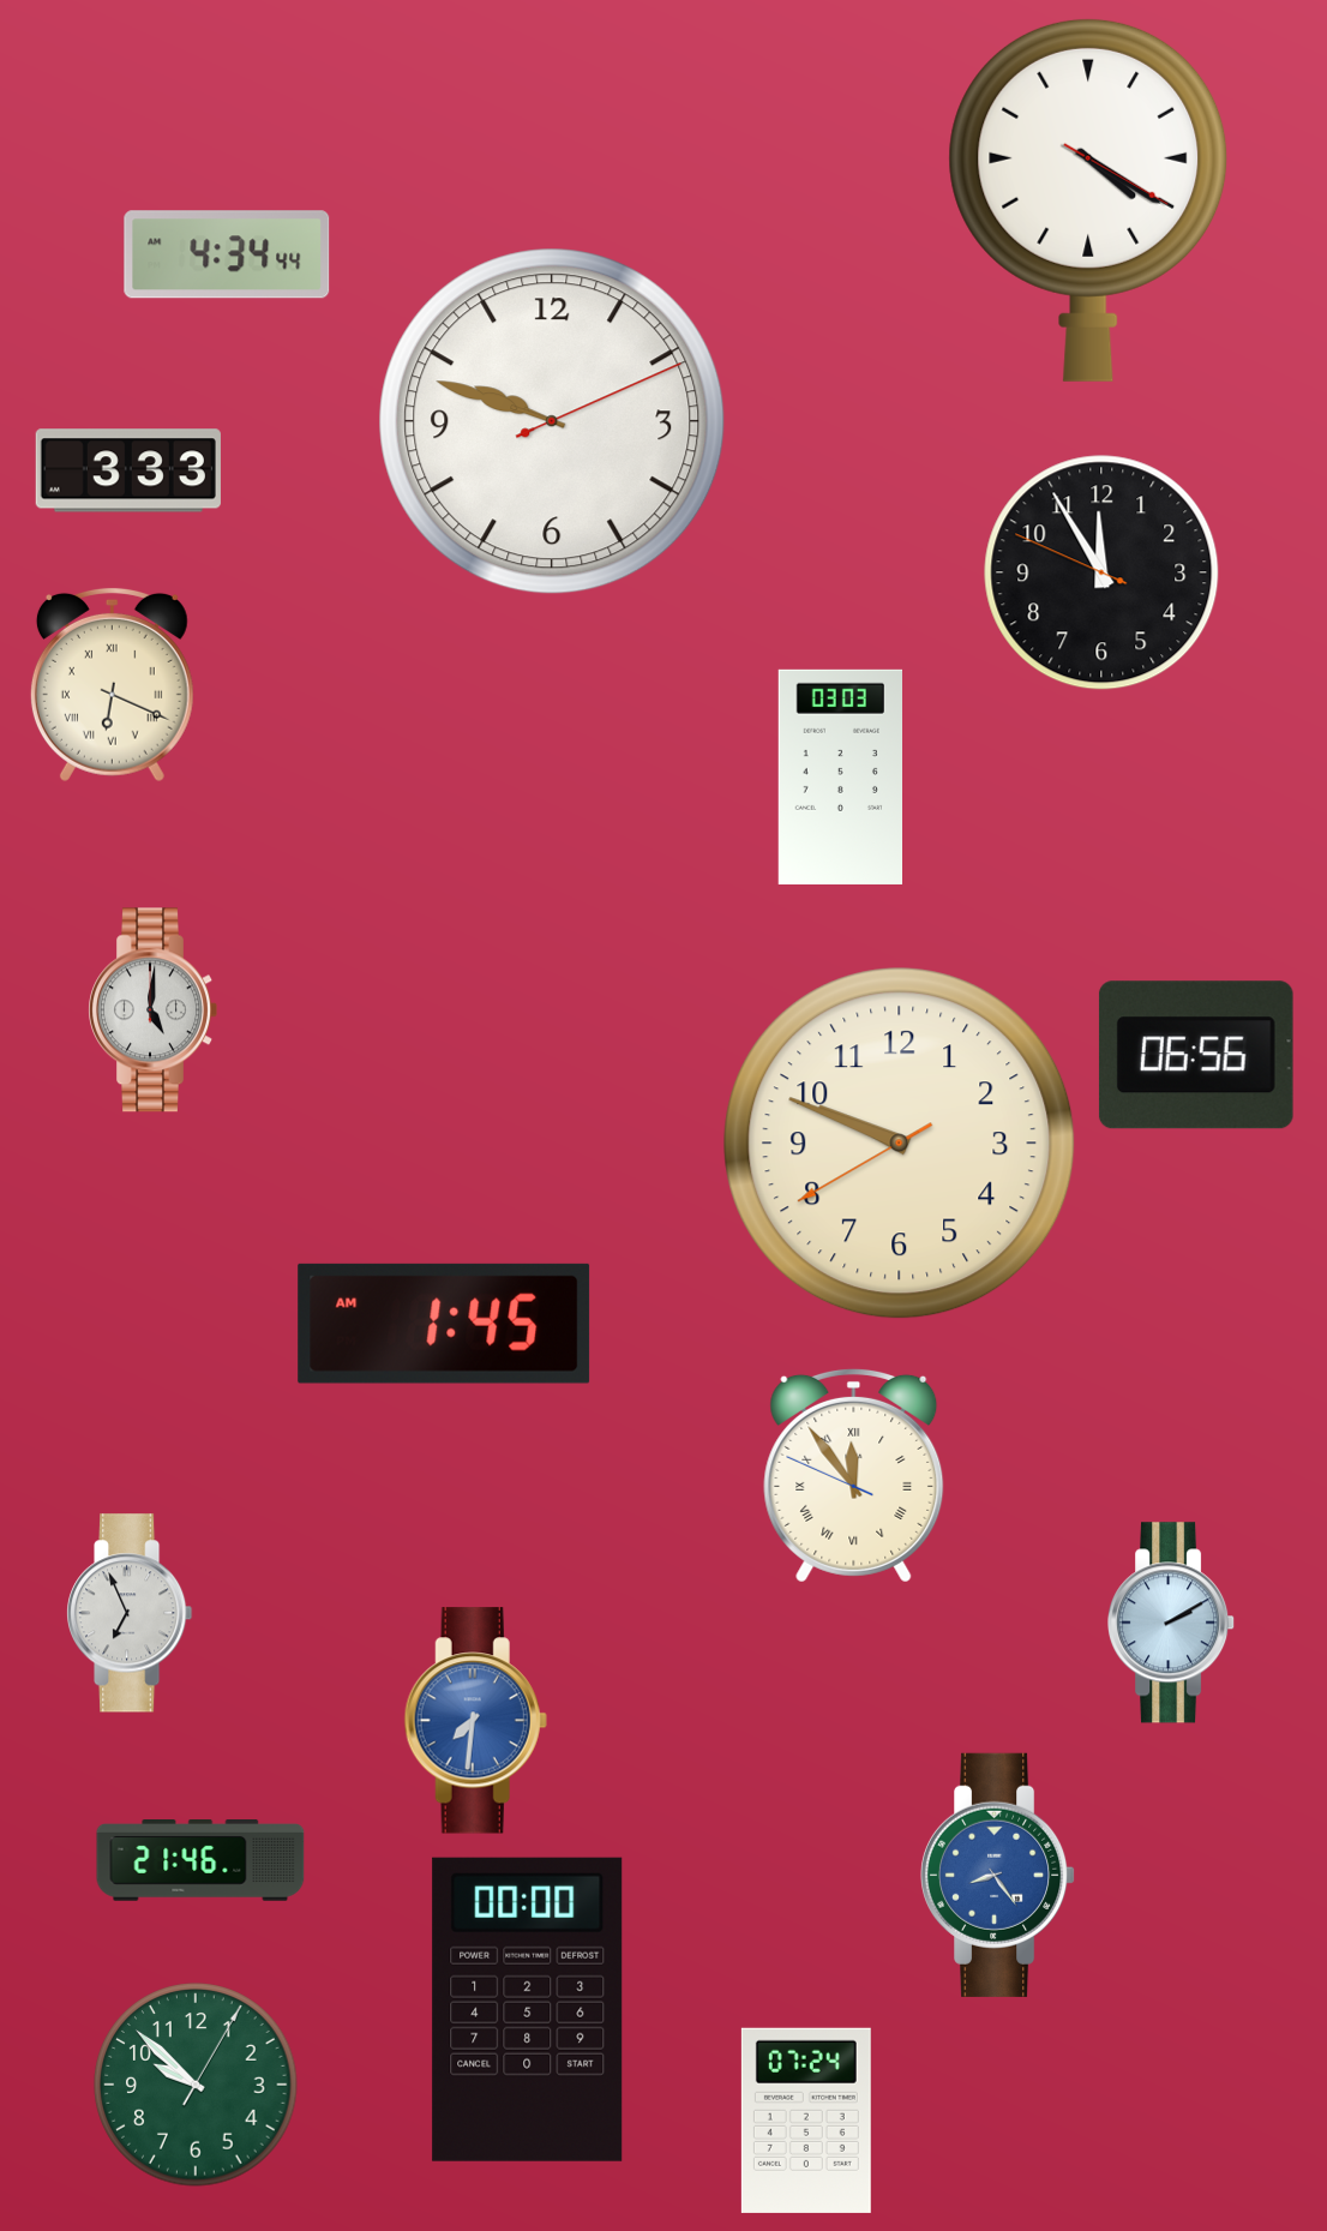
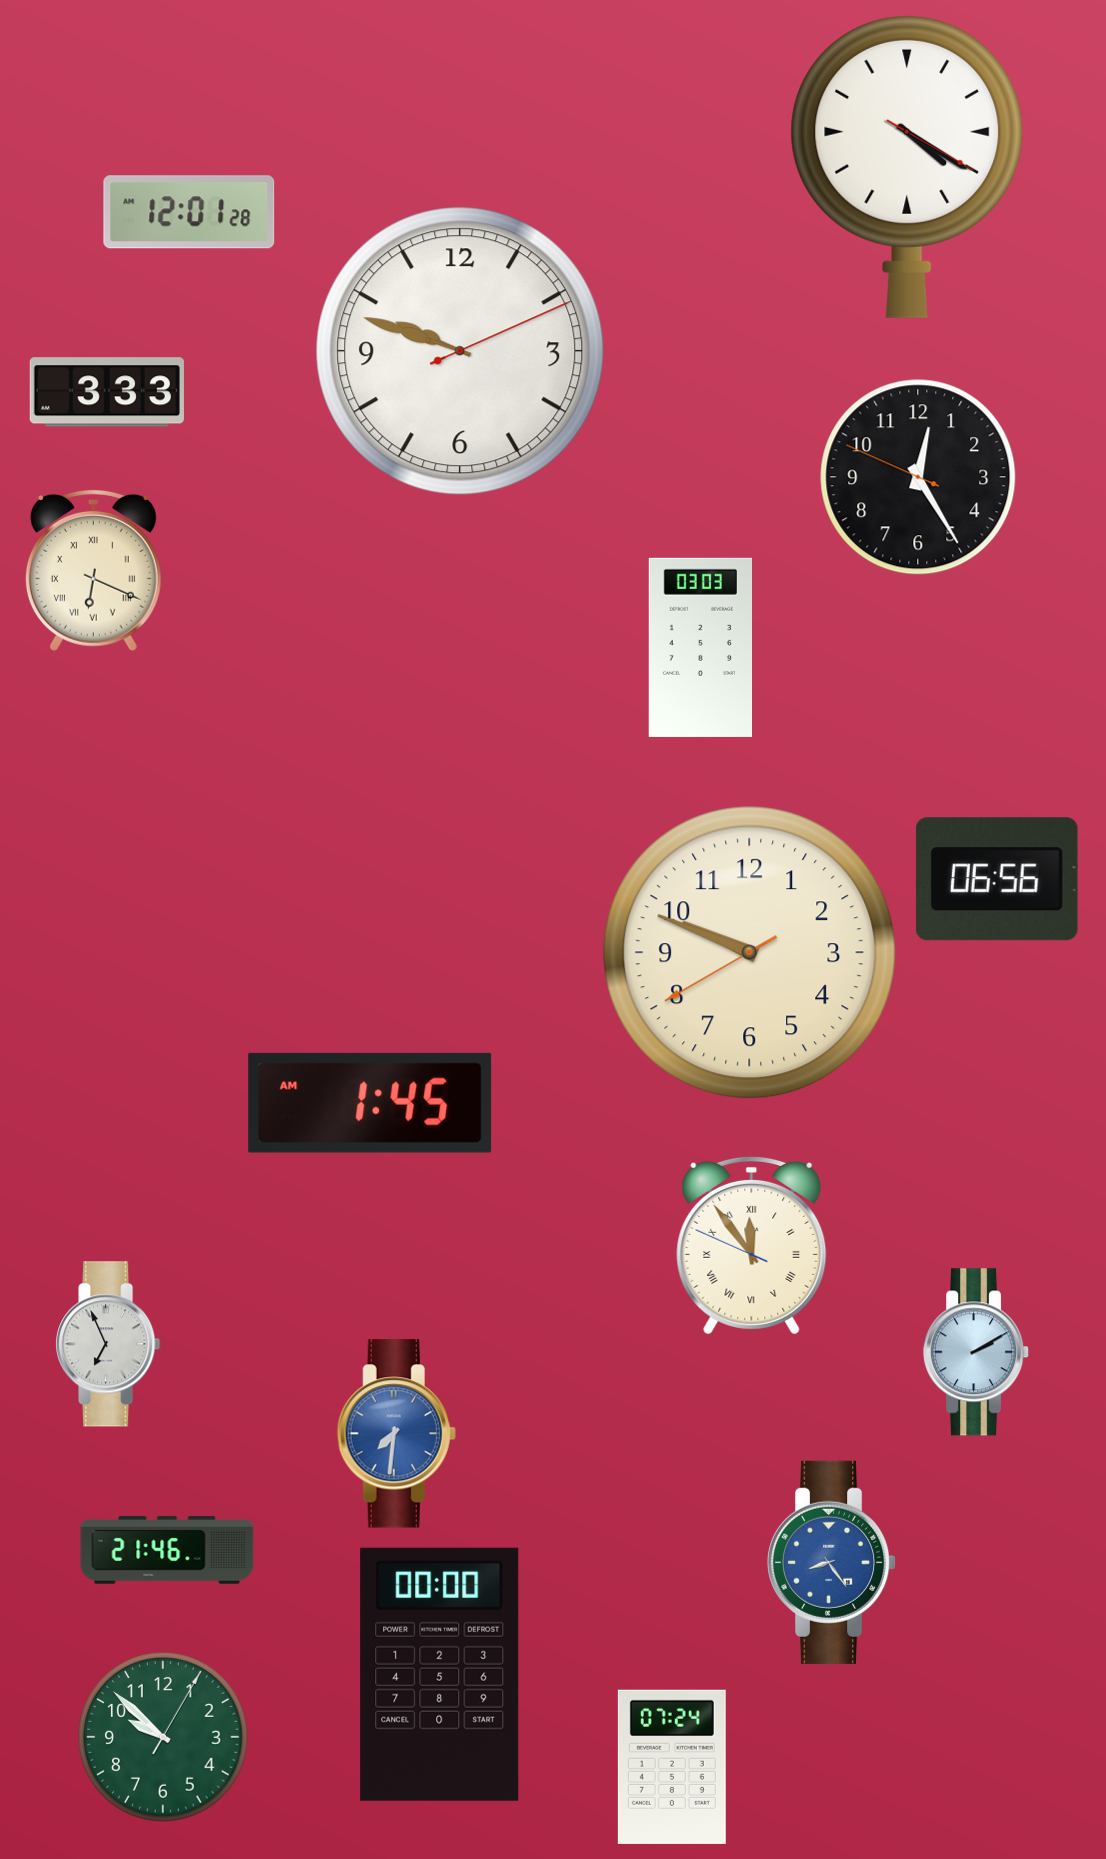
clock at (227, 254): 4:34 -> 12:01
clock at (1101, 572): 11:54 -> 12:24
clock at (152, 1010): 5:01 -> none
clock at (854, 1475) position: (854, 1475) -> (752, 1245)
